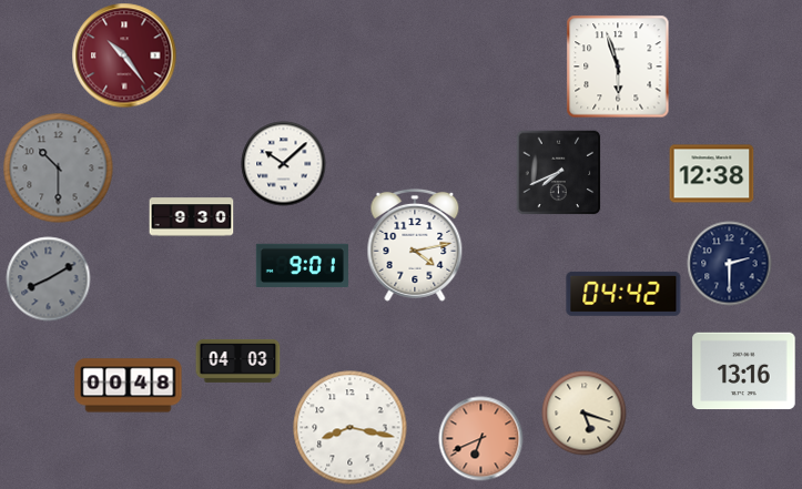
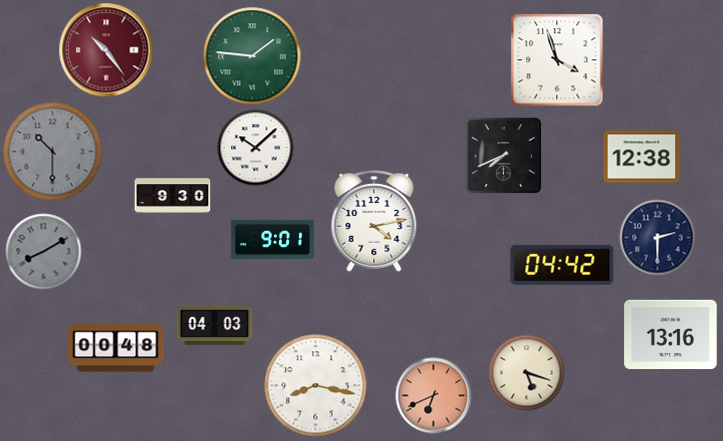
clock at (124, 55) position: (124, 55) -> (106, 50)
clock at (252, 56): none -> 1:46
clock at (618, 67): 5:57 -> 3:57
